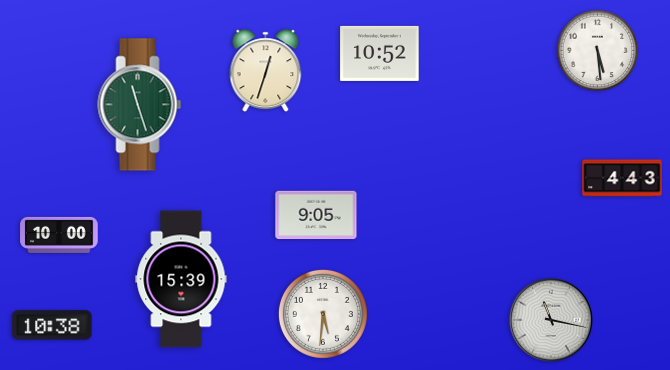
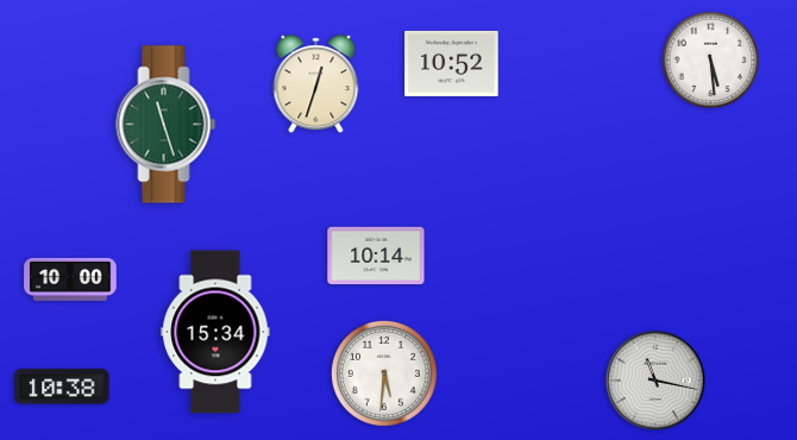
clock at (622, 178): 4:43 -> none
clock at (316, 215): 9:05 -> 10:14
clock at (181, 279): 15:39 -> 15:34
